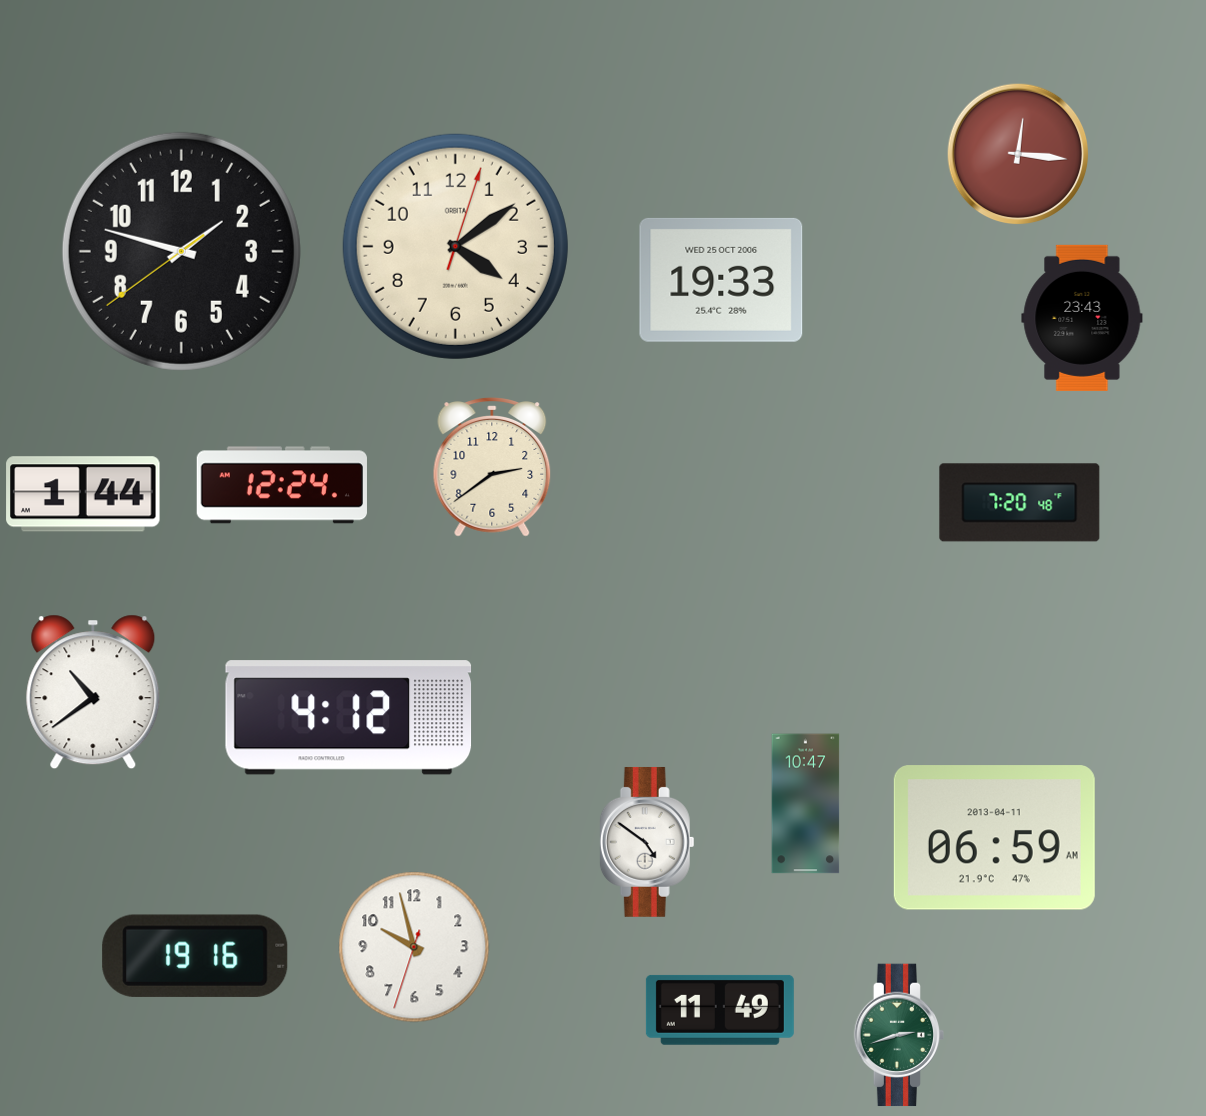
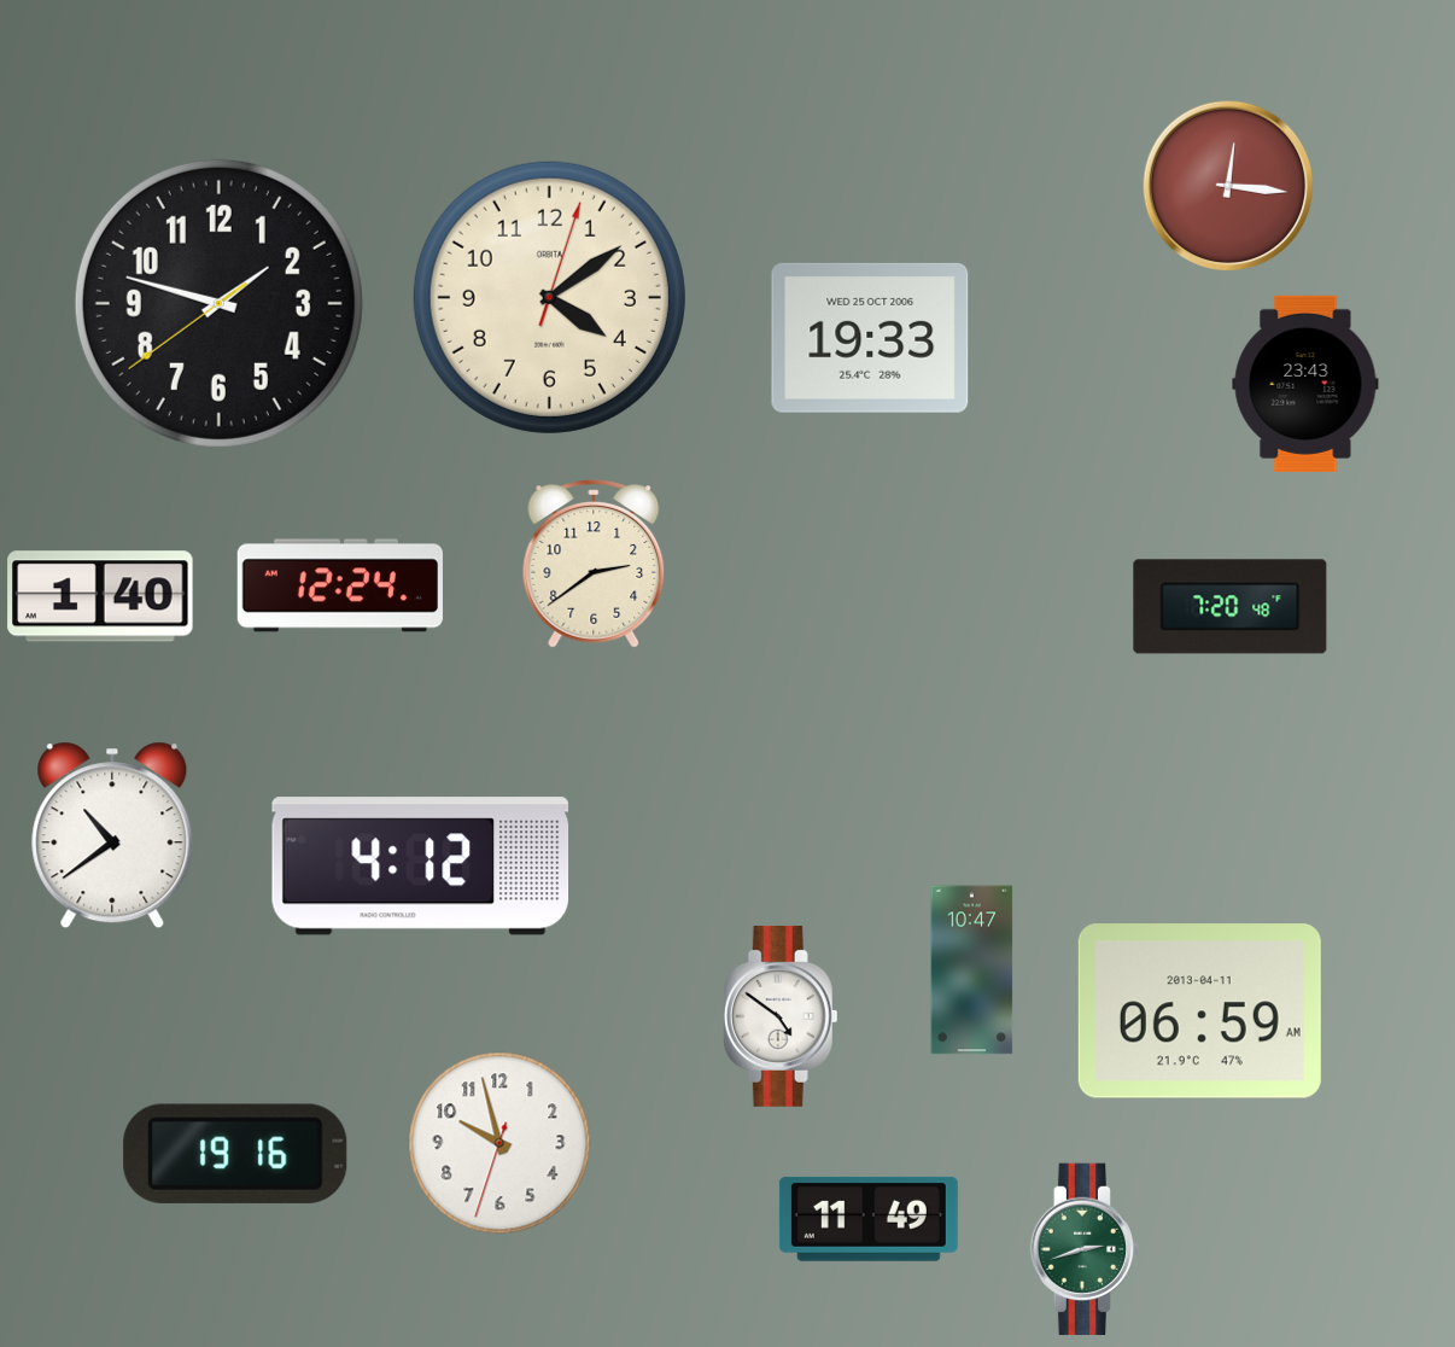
clock at (83, 494): 1:44 -> 1:40
